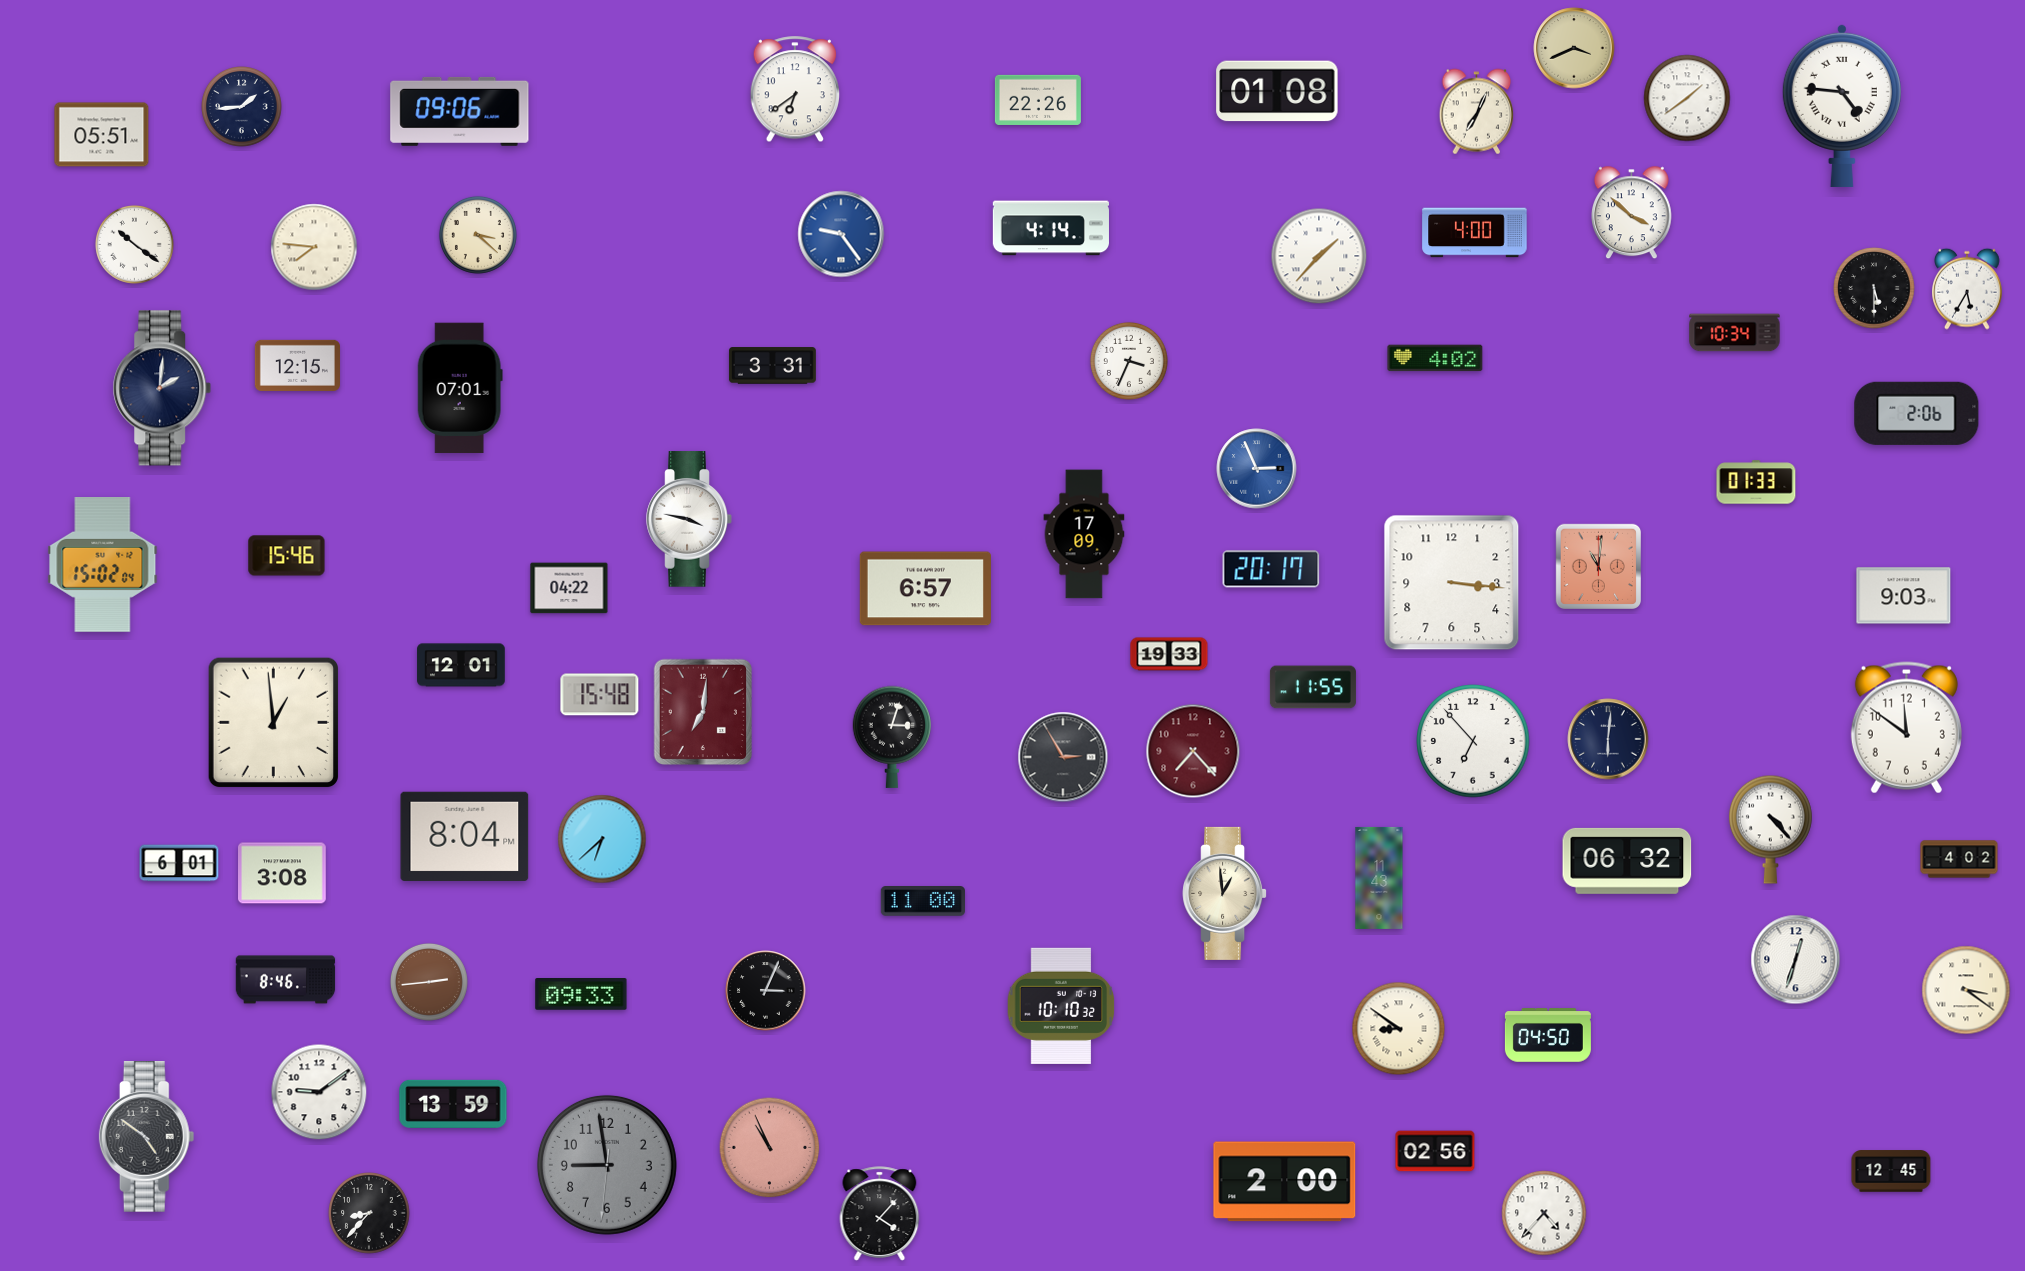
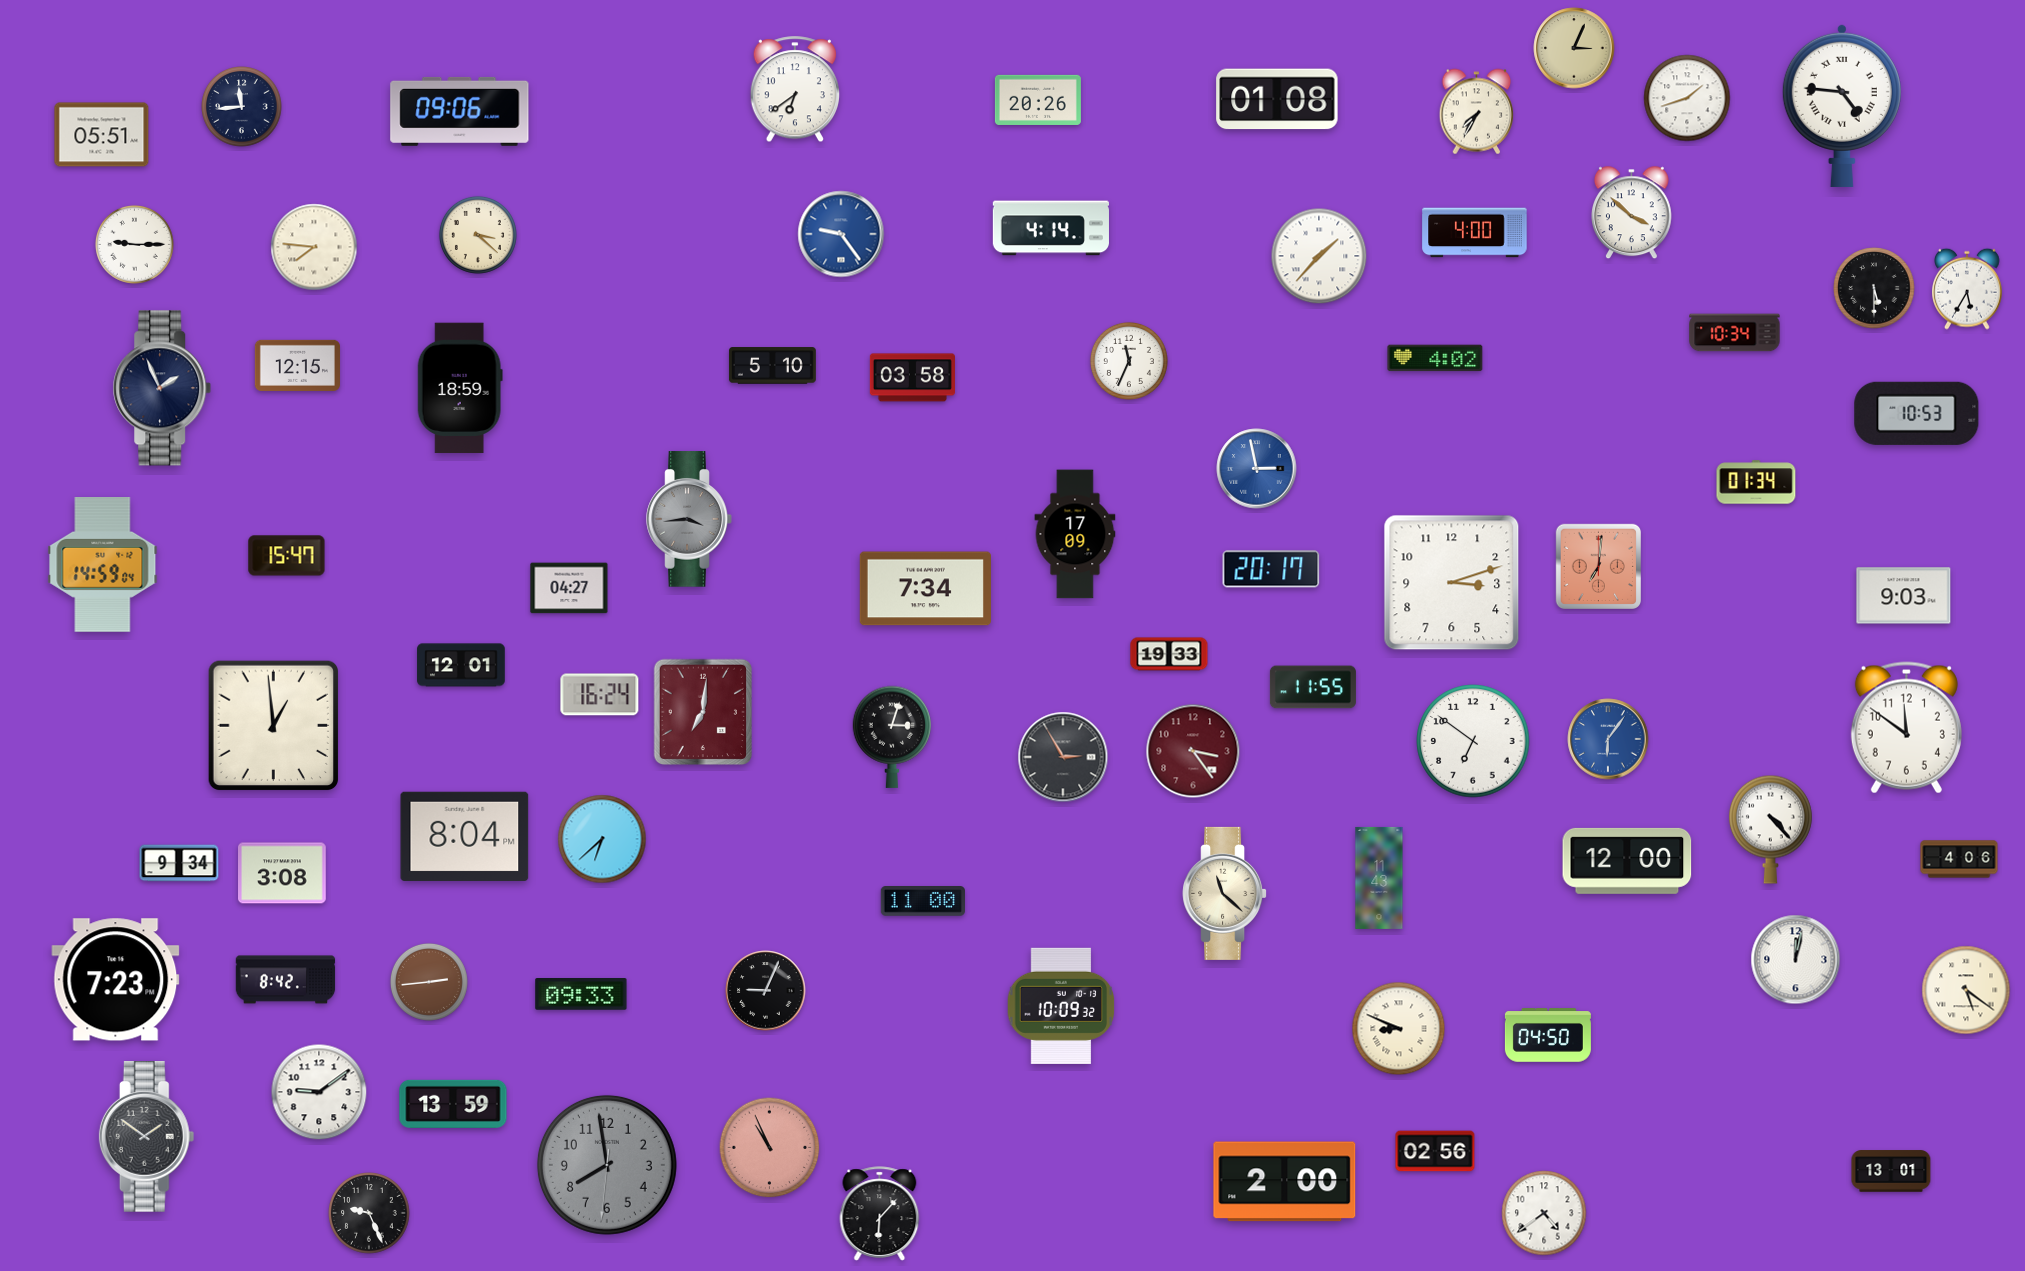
clock at (1574, 48): 3:41 -> 3:04
clock at (1277, 91) position: (1277, 91) -> (1277, 99)
clock at (1687, 98): 1:39 -> 1:42
clock at (1038, 100): 22:26 -> 20:26
clock at (242, 107): 1:44 -> 11:44
clock at (1477, 112): 7:04 -> 7:35
clock at (134, 244): 10:21 -> 9:15
clock at (1129, 361): 3:34 -> 11:34
clock at (772, 366): 3:31 -> 5:10
clock at (912, 378): none -> 03:58
clock at (162, 388): 2:01 -> 1:56
clock at (460, 388): 07:01 -> 18:59
clock at (1917, 413): 2:06 -> 10:53
clock at (1257, 469): 2:56 -> 2:58
clock at (1756, 482): 01:33 -> 01:34
clock at (689, 519): 3:47 -> 3:44
clock at (689, 519) dial: white -> grey
clock at (1084, 534) position: (1084, 534) -> (1075, 534)
clock at (287, 556): 15:46 -> 15:47
clock at (103, 565): 15:02 -> 14:59
clock at (1598, 566): 11:01 -> 7:01
clock at (1452, 583): 3:16 -> 3:12
clock at (569, 588): 04:22 -> 04:27
clock at (925, 589): 6:57 -> 7:34
clock at (600, 695): 15:48 -> 16:24
clock at (274, 723) position: (274, 723) -> (274, 726)
clock at (1608, 739): 6:01 -> 6:06
clock at (1608, 739) dial: navy -> blue
clock at (1473, 741): 6:53 -> 6:51
clock at (1193, 751): 7:23 -> 3:24
clock at (1959, 859): 4:02 -> 4:06
clock at (1627, 861): 06:32 -> 12:00
clock at (179, 863): 6:01 -> 9:34
clock at (1225, 893): 12:59 -> 11:22
clock at (1796, 960): 12:33 -> 12:02
clock at (116, 980): none -> 7:23
clock at (286, 980): 8:46 -> 8:42
clock at (1966, 990): 3:21 -> 5:21
clock at (766, 991): 3:04 -> 9:04
clock at (1061, 1006): 10:10 -> 10:09
clock at (1399, 1029): 8:51 -> 8:49
clock at (147, 1137): 4:51 -> 1:51
clock at (607, 1165): 8:58 -> 7:58
clock at (1891, 1171): 12:45 -> 13:01
clock at (369, 1213): 8:37 -> 9:26
clock at (1544, 1213): 4:37 -> 4:39
clock at (880, 1214): 4:07 -> 6:07
